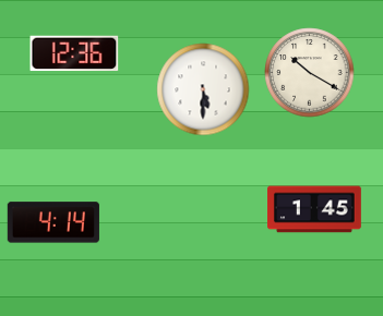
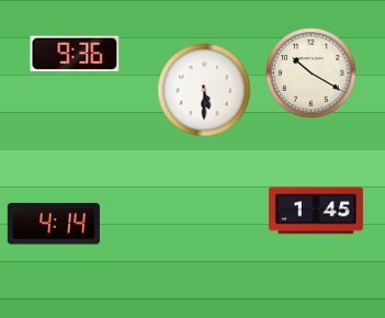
clock at (74, 53): 12:36 -> 9:36
